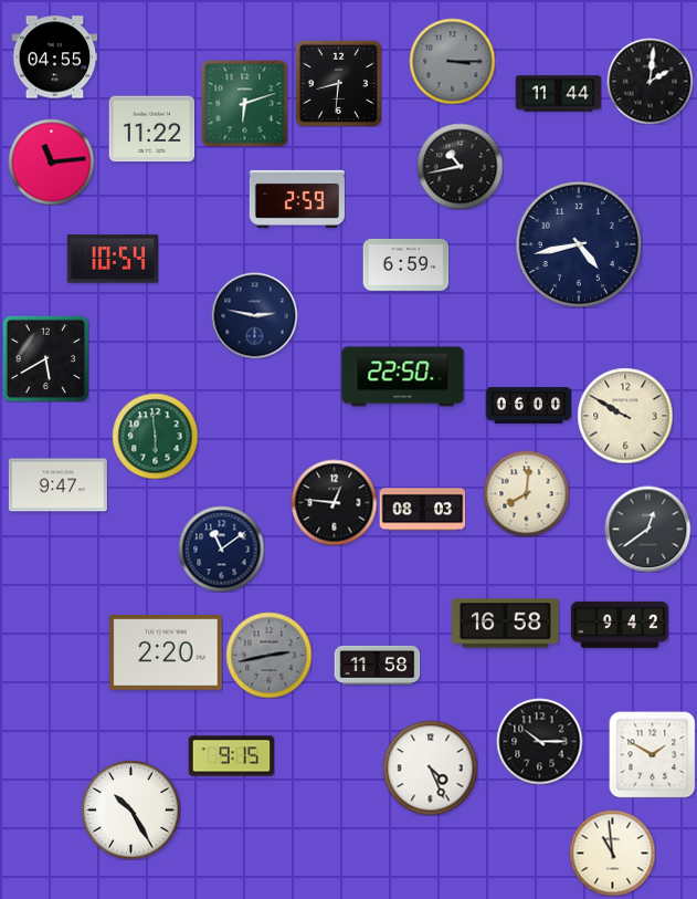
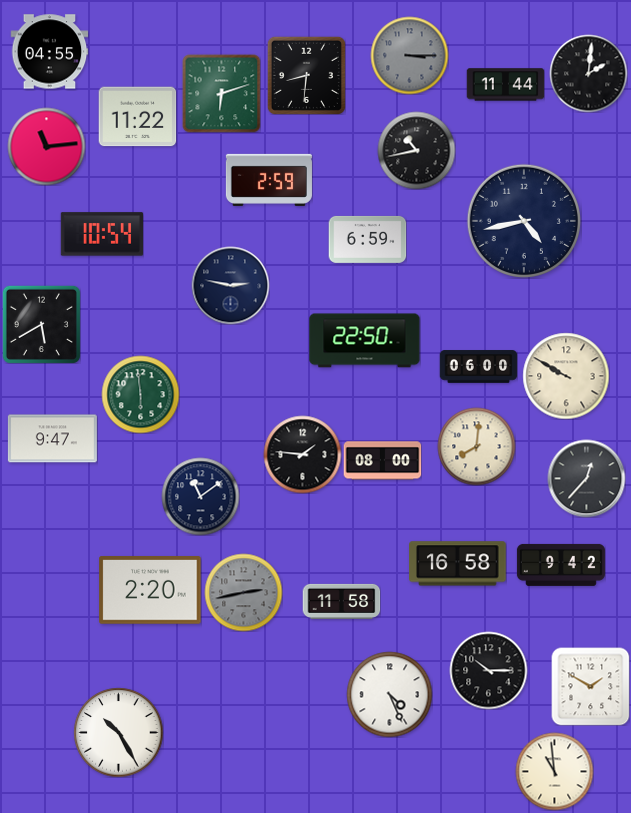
clock at (334, 502): 12:46 -> 1:46
clock at (422, 510): 08:03 -> 08:00
clock at (647, 529): 12:39 -> 12:37
clock at (652, 754) position: (652, 754) -> (590, 686)
clock at (231, 756): 9:15 -> none
